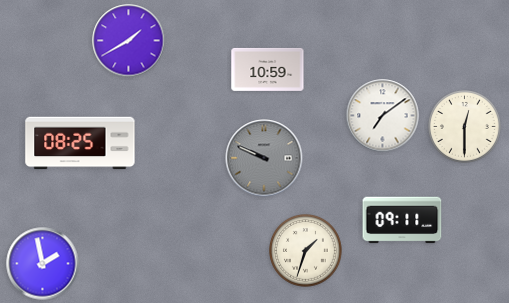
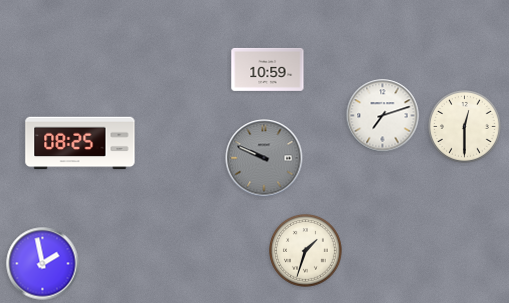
clock at (129, 41): 1:40 -> none
clock at (383, 116): 7:09 -> 7:12
clock at (402, 220): 09:11 -> none
